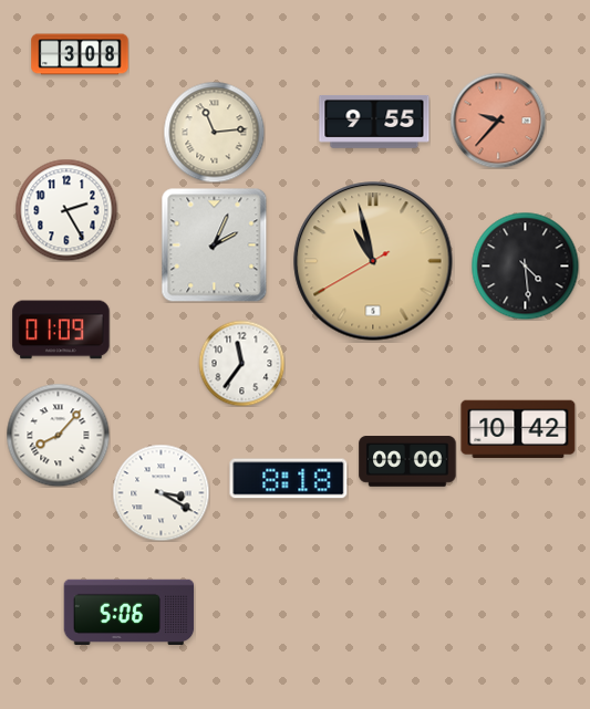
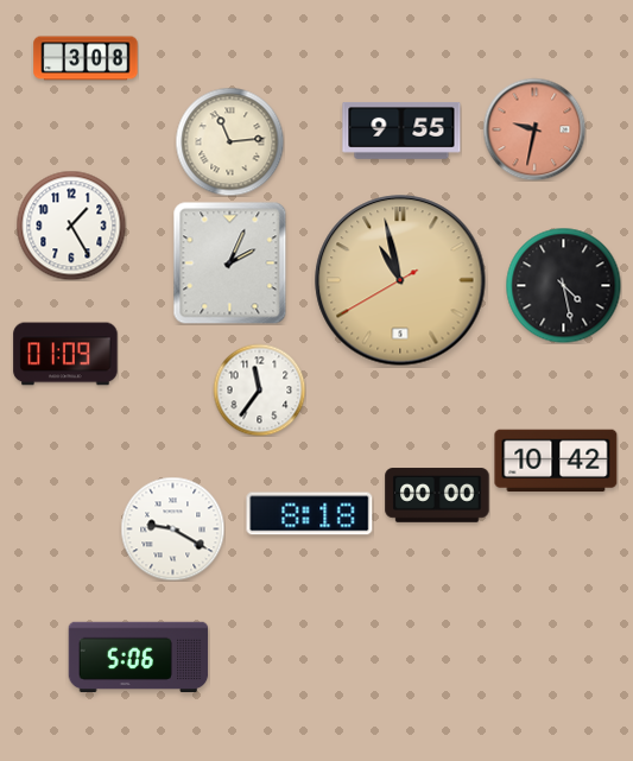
clock at (498, 121): 9:37 -> 9:32
clock at (66, 210): 2:25 -> 1:25
clock at (525, 265): 4:29 -> 4:28
clock at (58, 435): 8:07 -> none
clock at (161, 492): 3:20 -> 9:20
